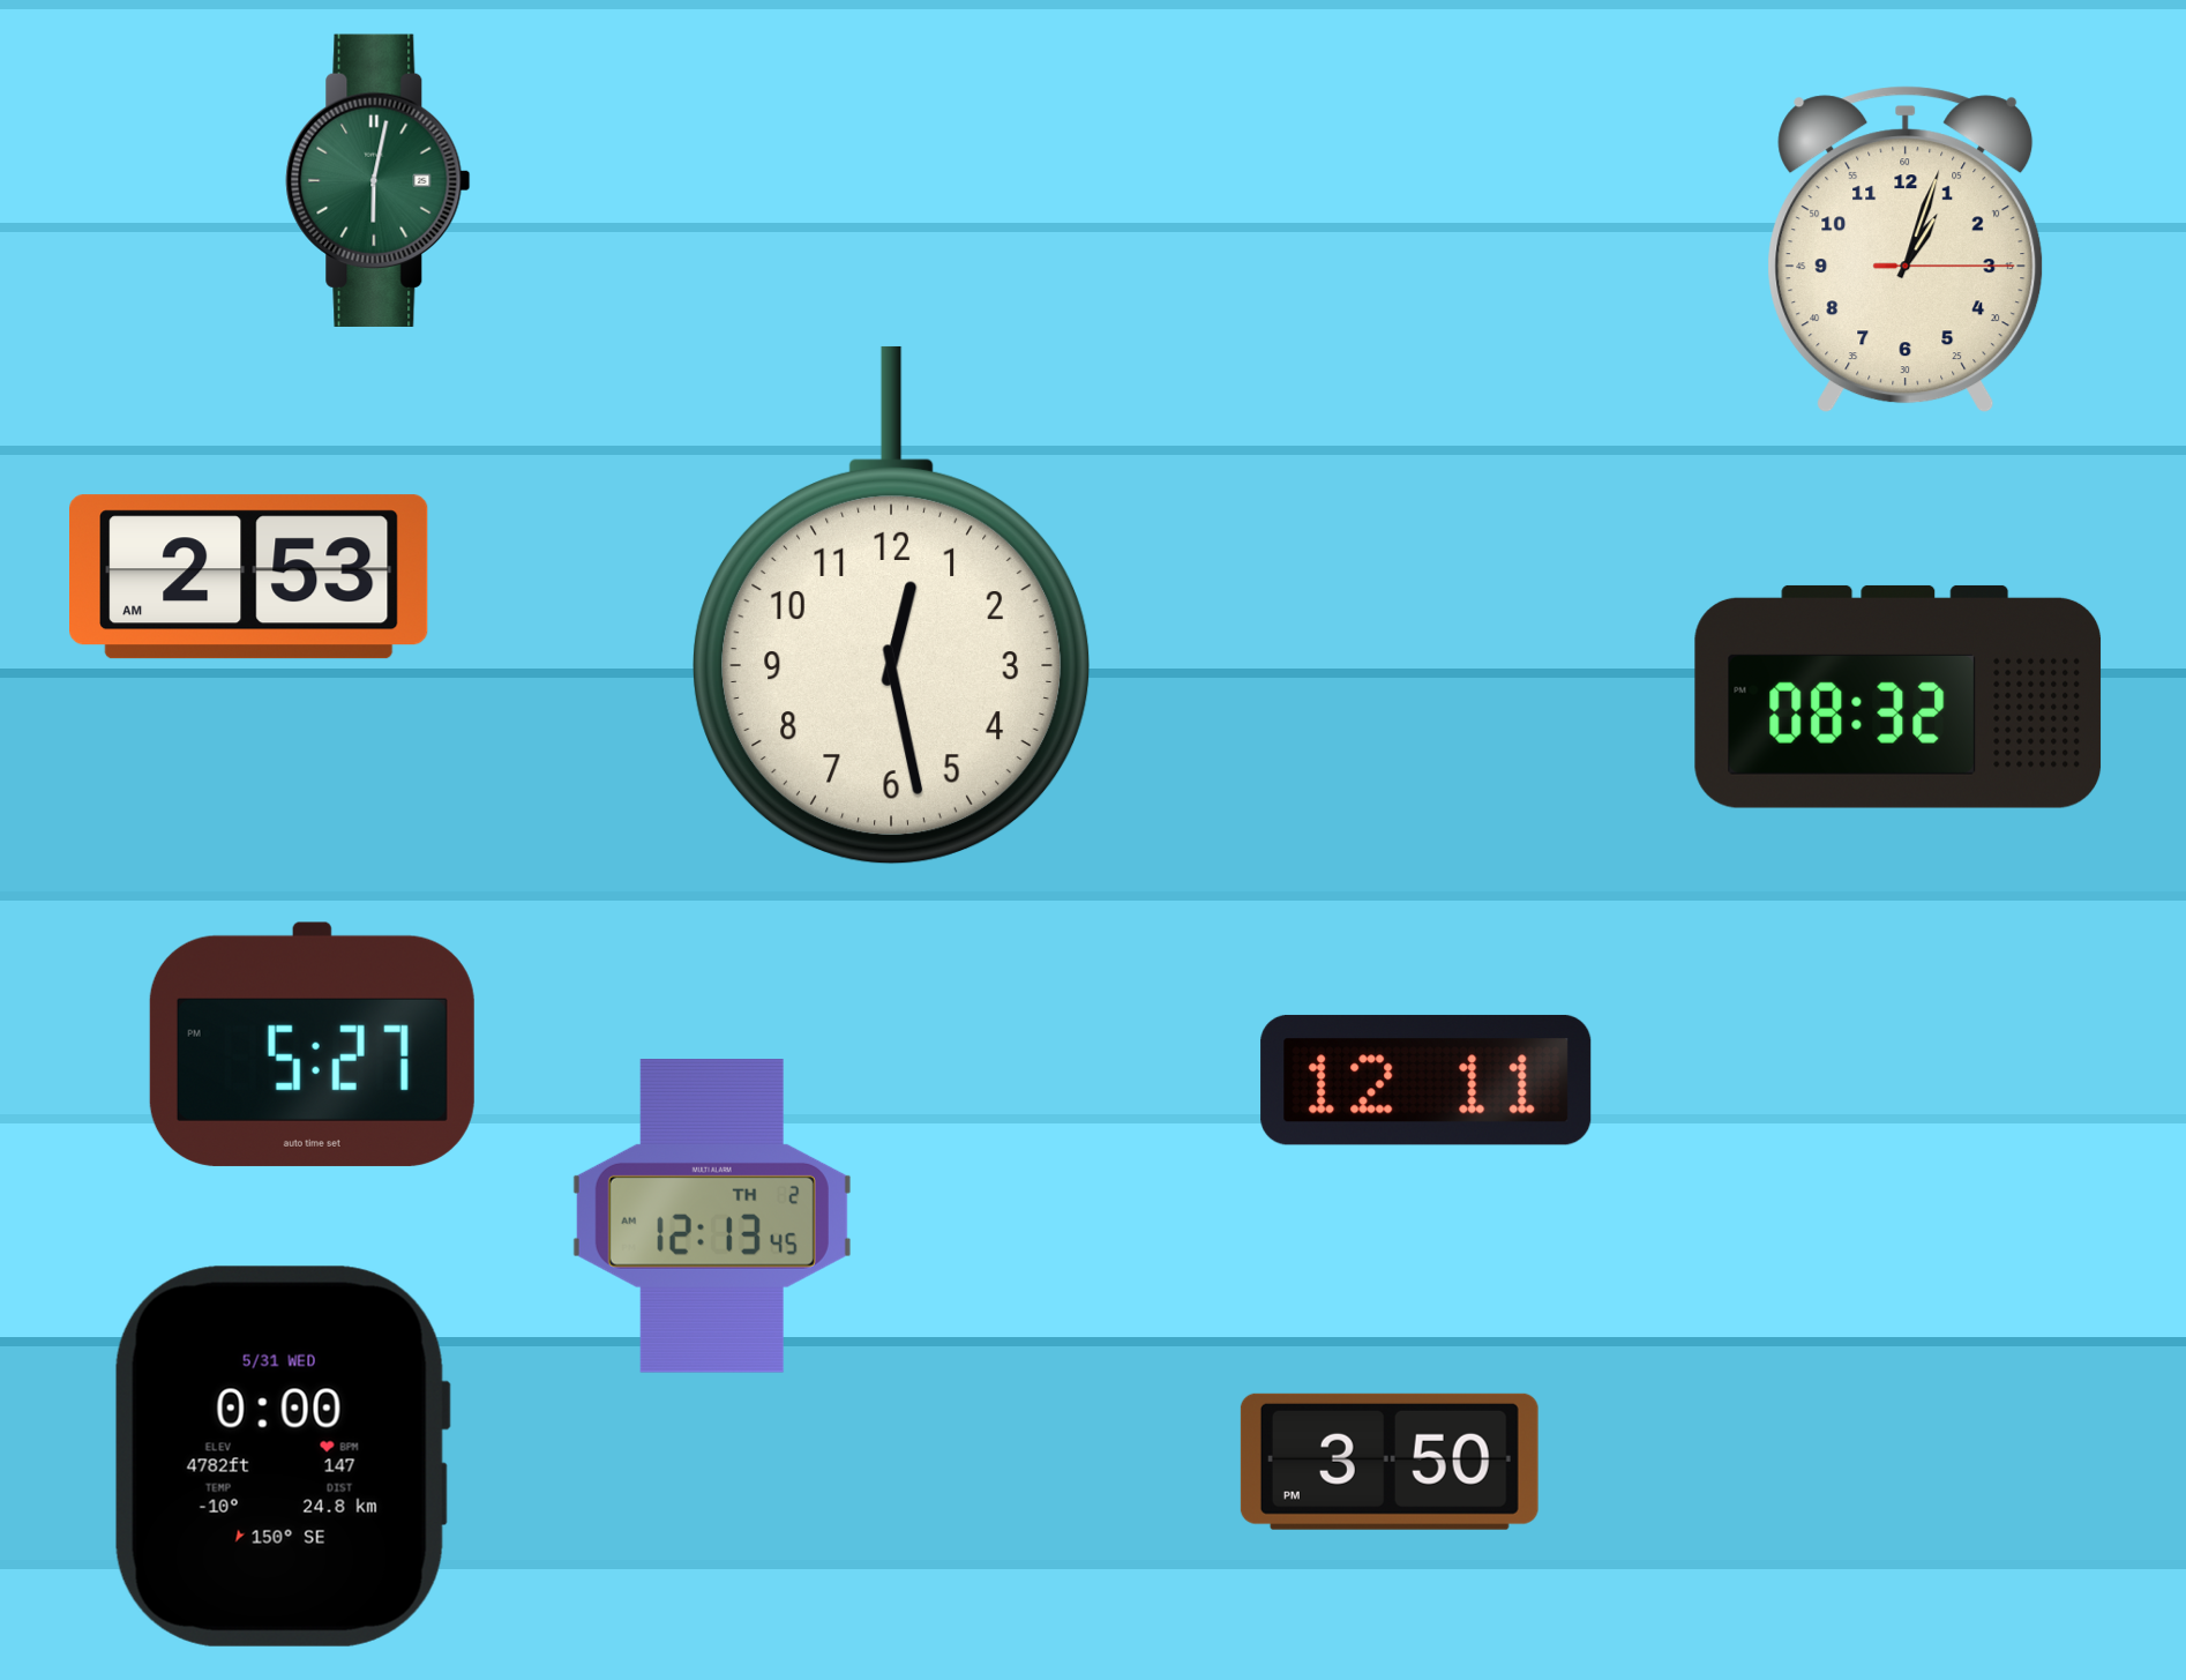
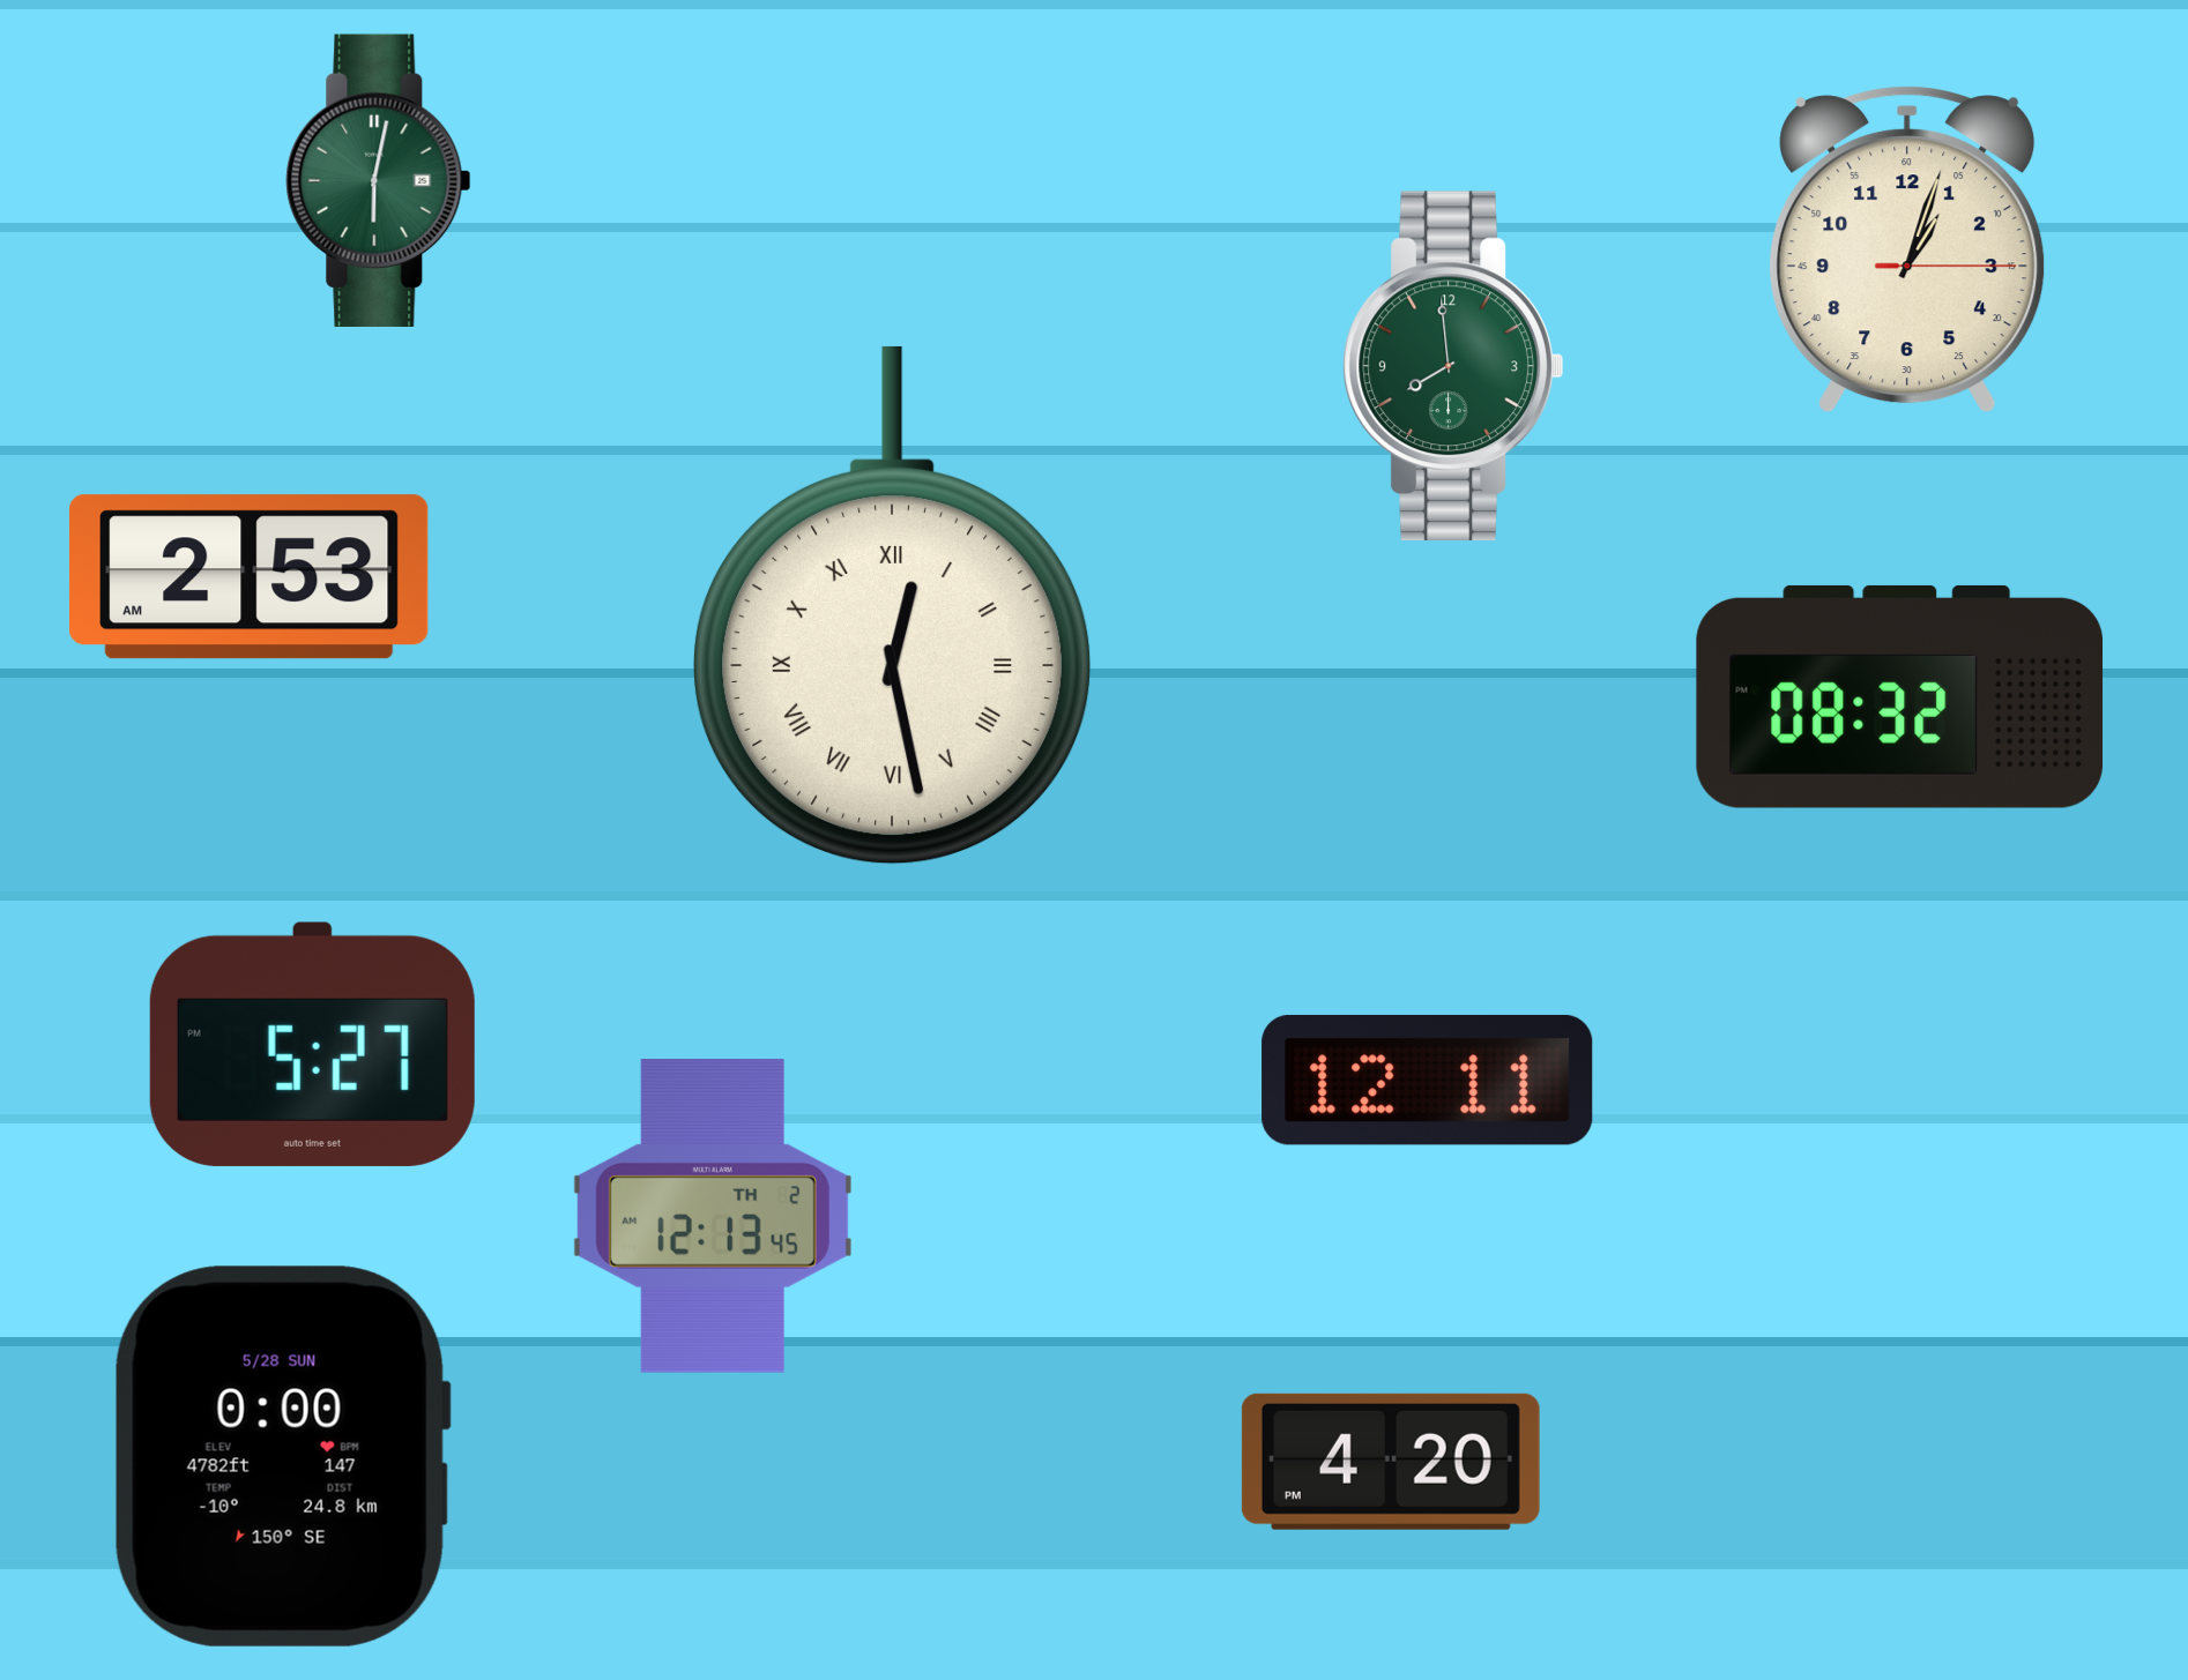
clock at (1453, 366): none -> 7:59
clock at (892, 606) numerals: Arabic -> Roman
clock at (282, 1456) date: 5/31 WED -> 5/28 SUN
clock at (1390, 1462): 3:50 -> 4:20
